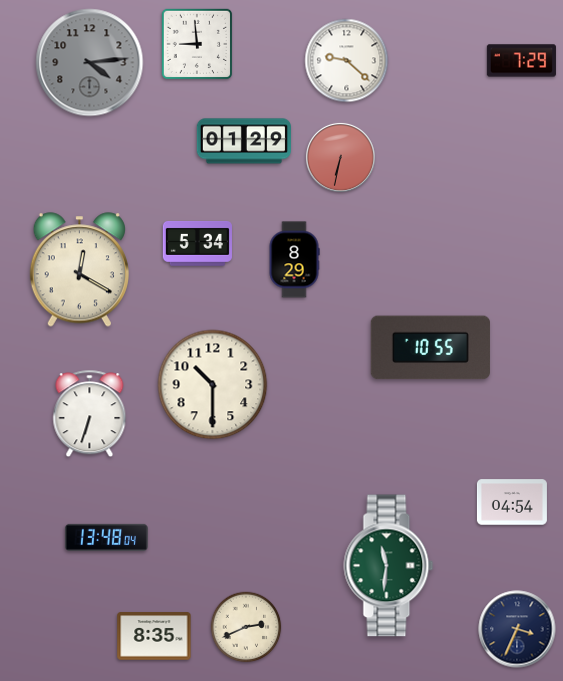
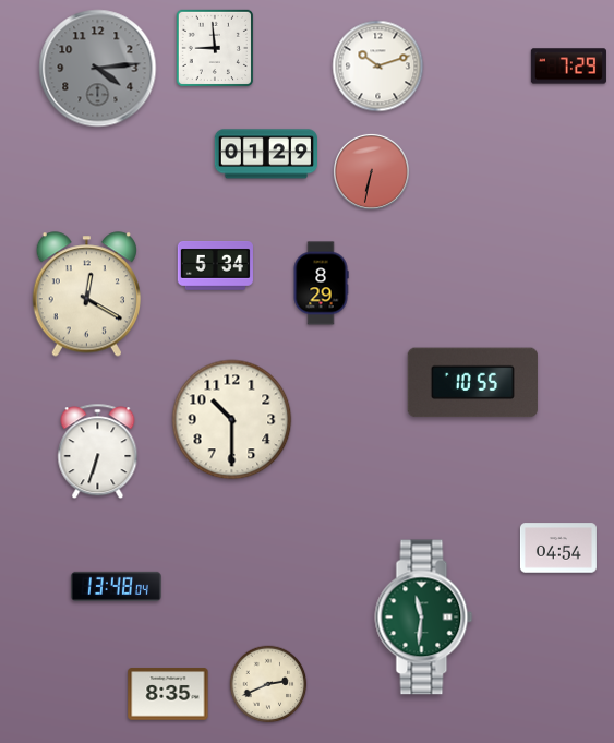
clock at (347, 61): 9:22 -> 10:12
clock at (430, 348) position: (430, 348) -> (472, 383)
clock at (517, 629): 3:34 -> none
